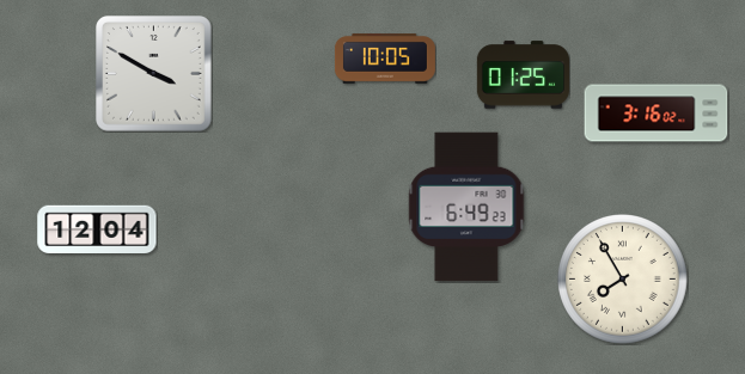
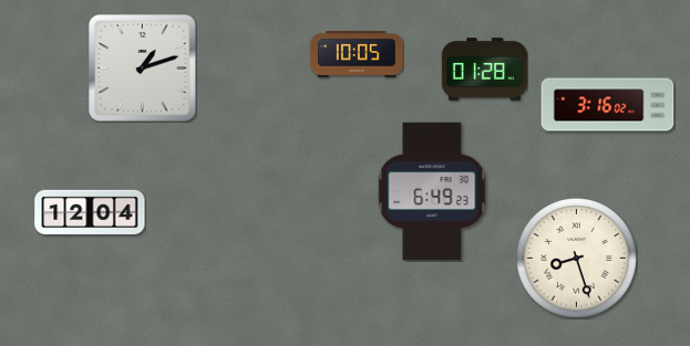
clock at (154, 74): 3:50 -> 1:12
clock at (523, 75): 01:25 -> 01:28
clock at (623, 280): 7:55 -> 8:27
